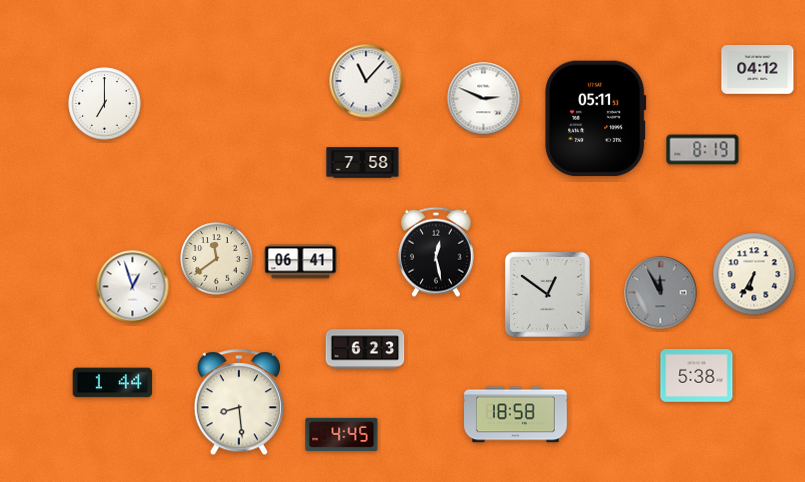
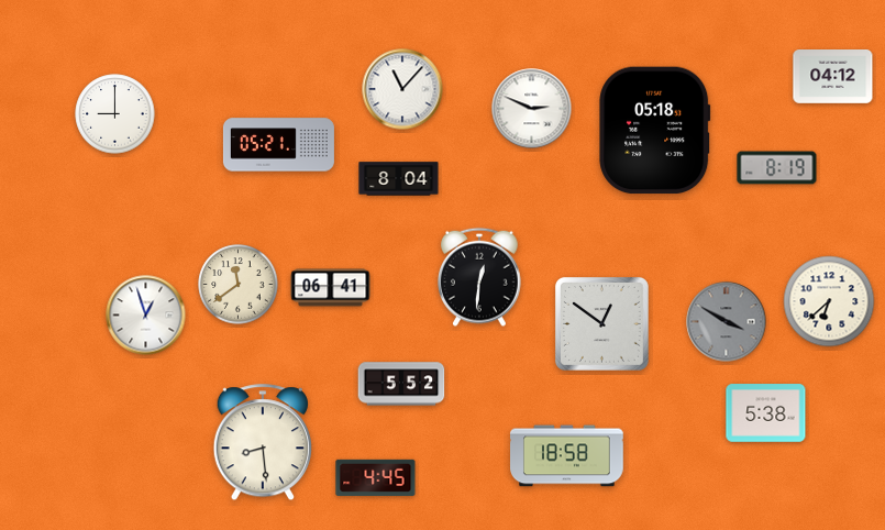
clock at (105, 104): 7:00 -> 9:00
clock at (596, 119): 05:11 -> 05:18
clock at (278, 145): none -> 05:21
clock at (703, 150) position: (703, 150) -> (777, 168)
clock at (363, 163): 7:58 -> 8:04
clock at (437, 252): 12:28 -> 12:31
clock at (754, 274): 6:35 -> 6:38
clock at (661, 293): 11:55 -> 3:50
clock at (365, 349): 6:23 -> 5:52
clock at (113, 383): 1:44 -> none
